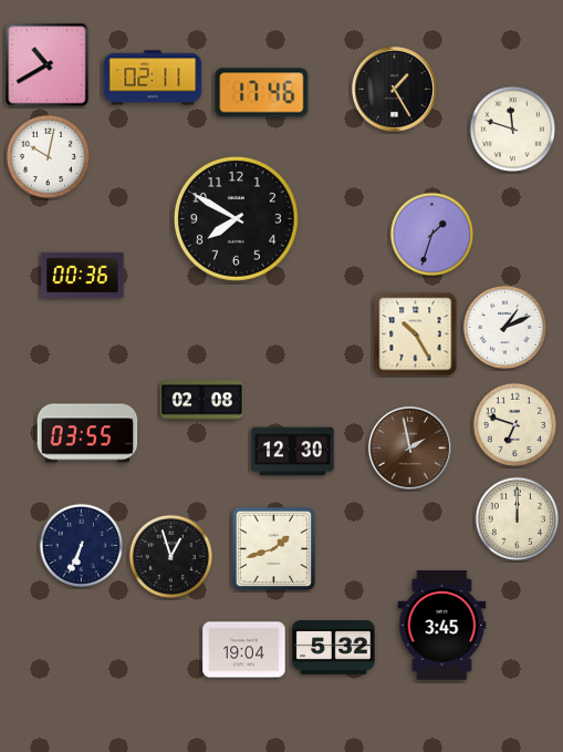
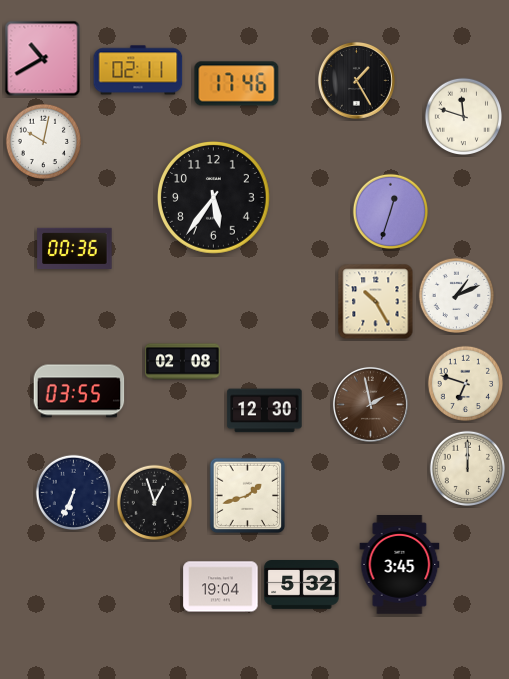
clock at (237, 219): 7:50 -> 5:36
clock at (432, 235): 1:33 -> 12:33
clock at (293, 452) position: (293, 452) -> (265, 411)
